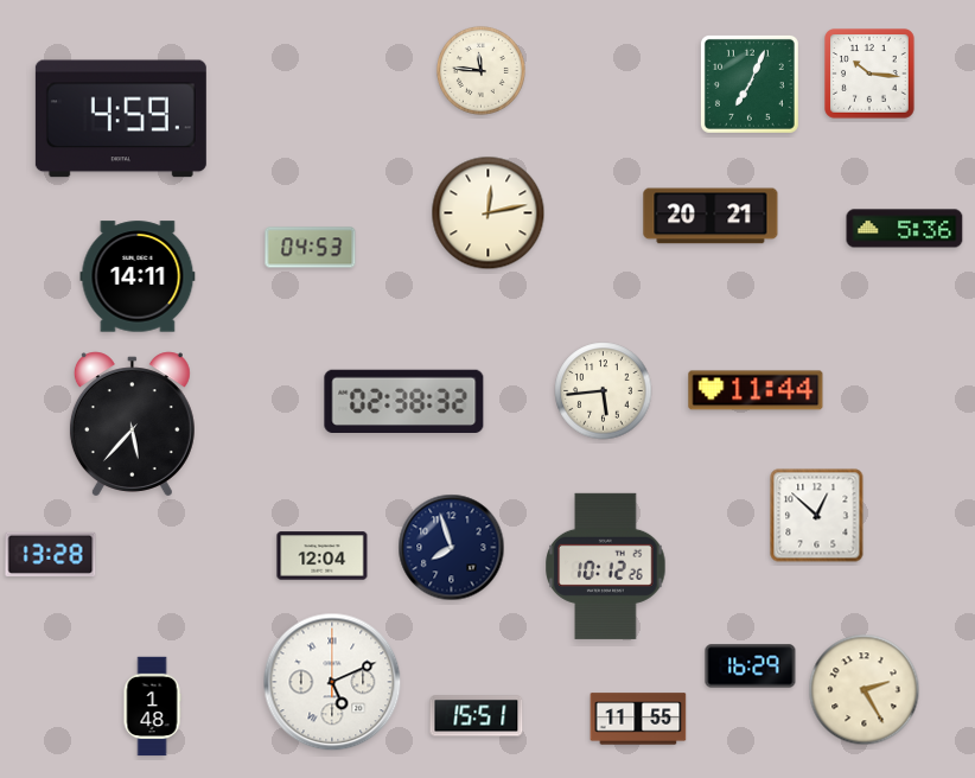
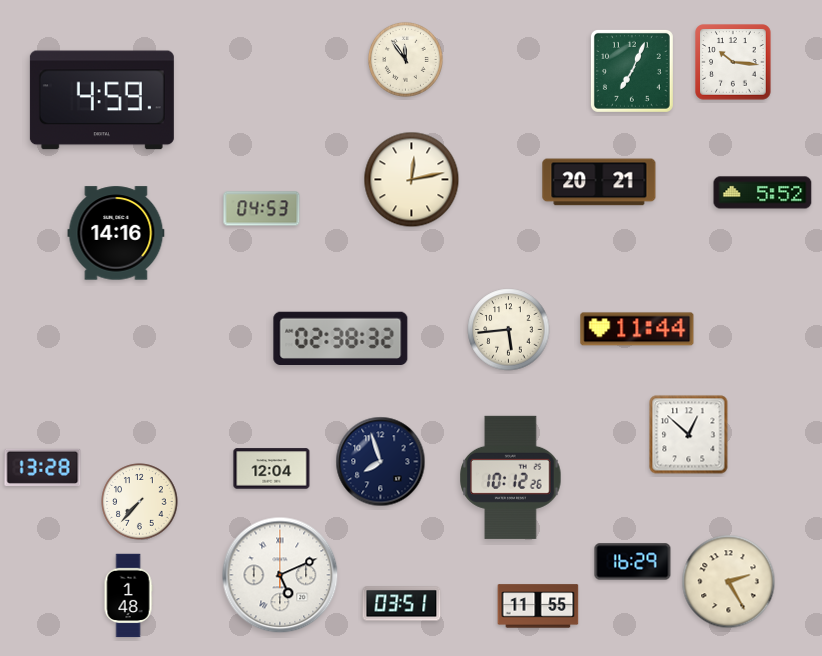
clock at (482, 71): 11:46 -> 11:54
clock at (905, 229): 5:36 -> 5:52
clock at (138, 276): 14:11 -> 14:16
clock at (132, 425): 5:37 -> none
clock at (140, 502): none -> 7:37
clock at (477, 716): 15:51 -> 03:51
